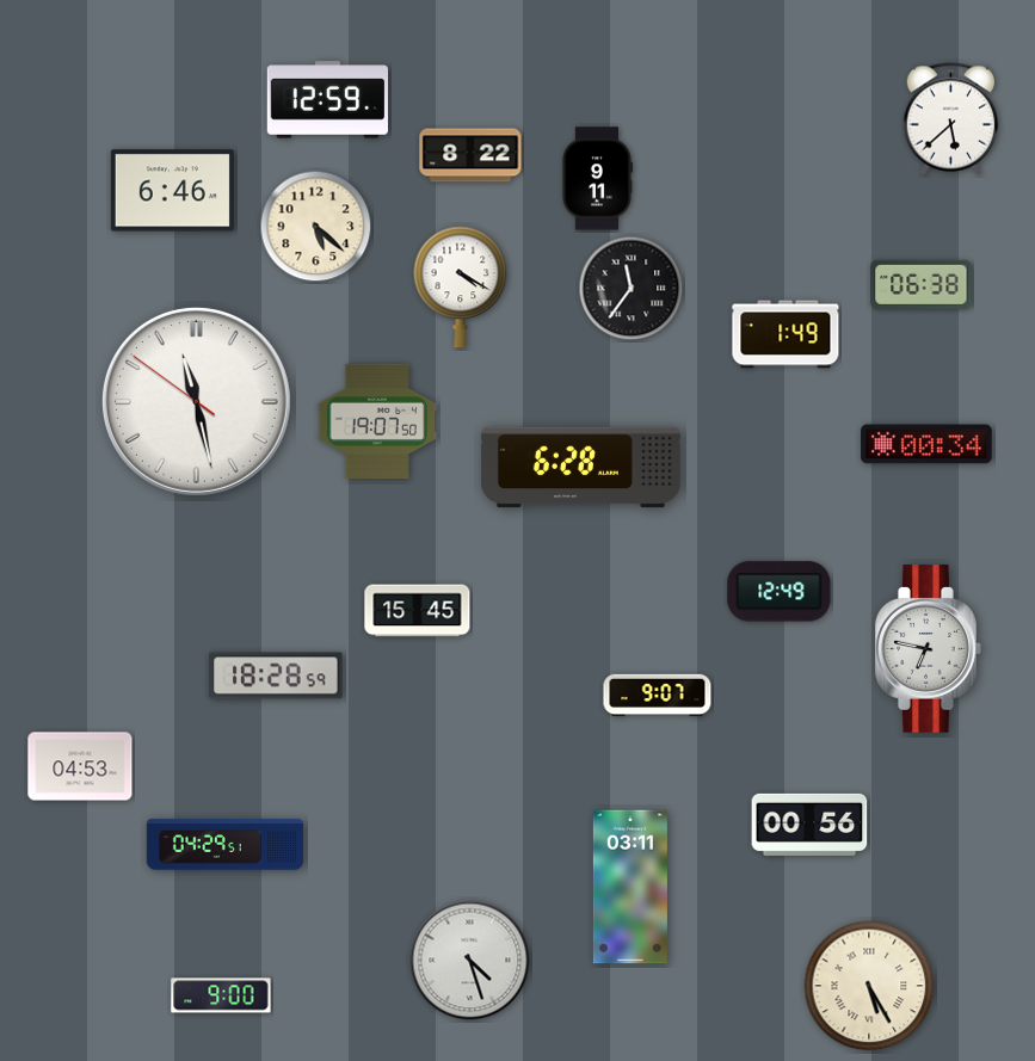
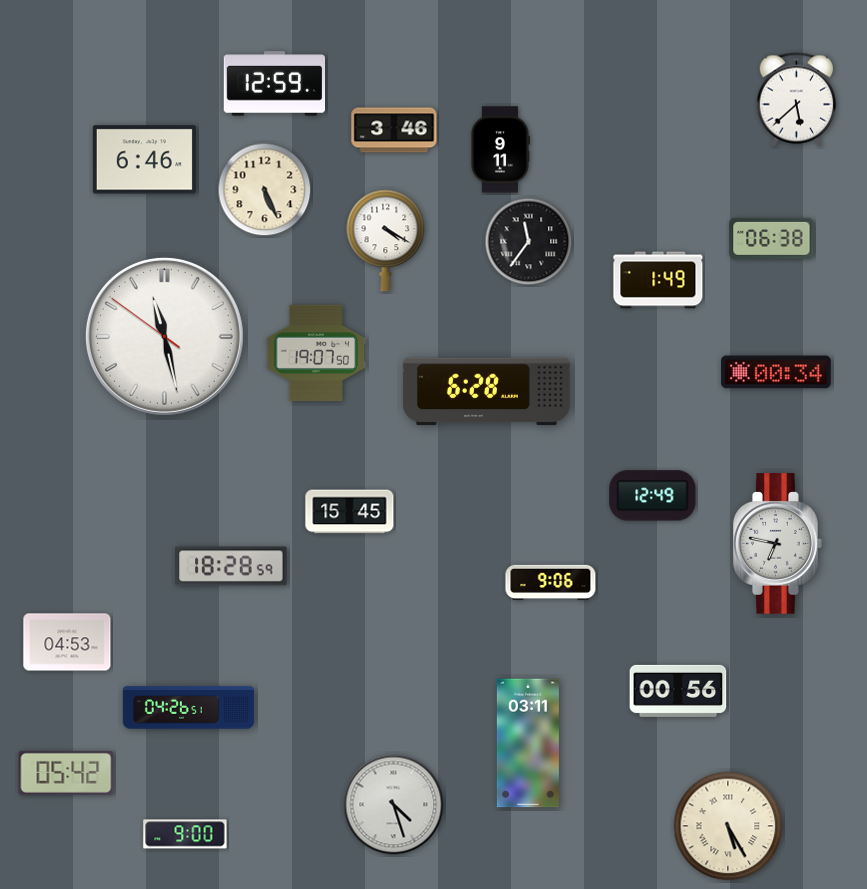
clock at (470, 155): 8:22 -> 3:46
clock at (316, 227): 5:22 -> 5:26
clock at (658, 696): 9:07 -> 9:06
clock at (226, 845): 04:29 -> 04:26
clock at (66, 773): none -> 05:42
